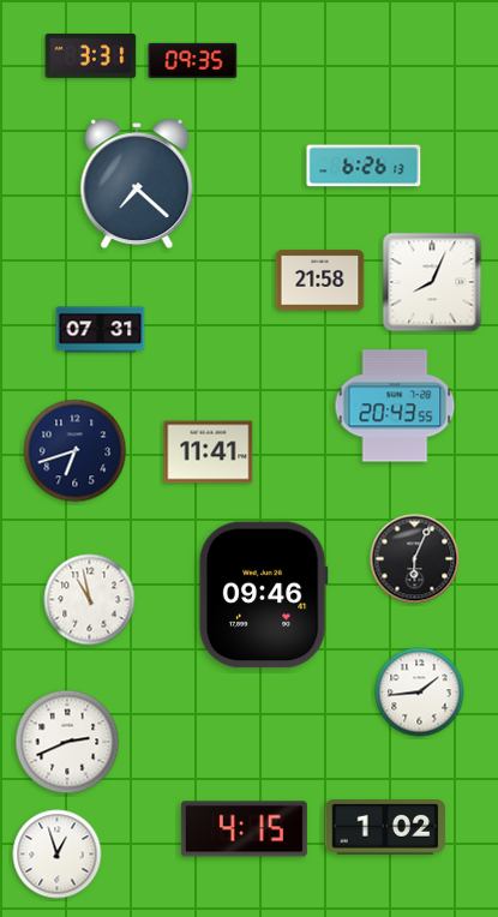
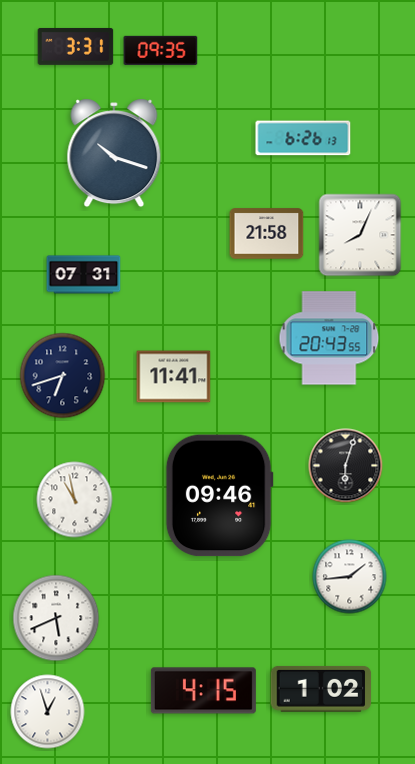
clock at (137, 184): 7:22 -> 10:18
clock at (415, 559): 6:04 -> 6:03
clock at (67, 742): 2:41 -> 5:41
